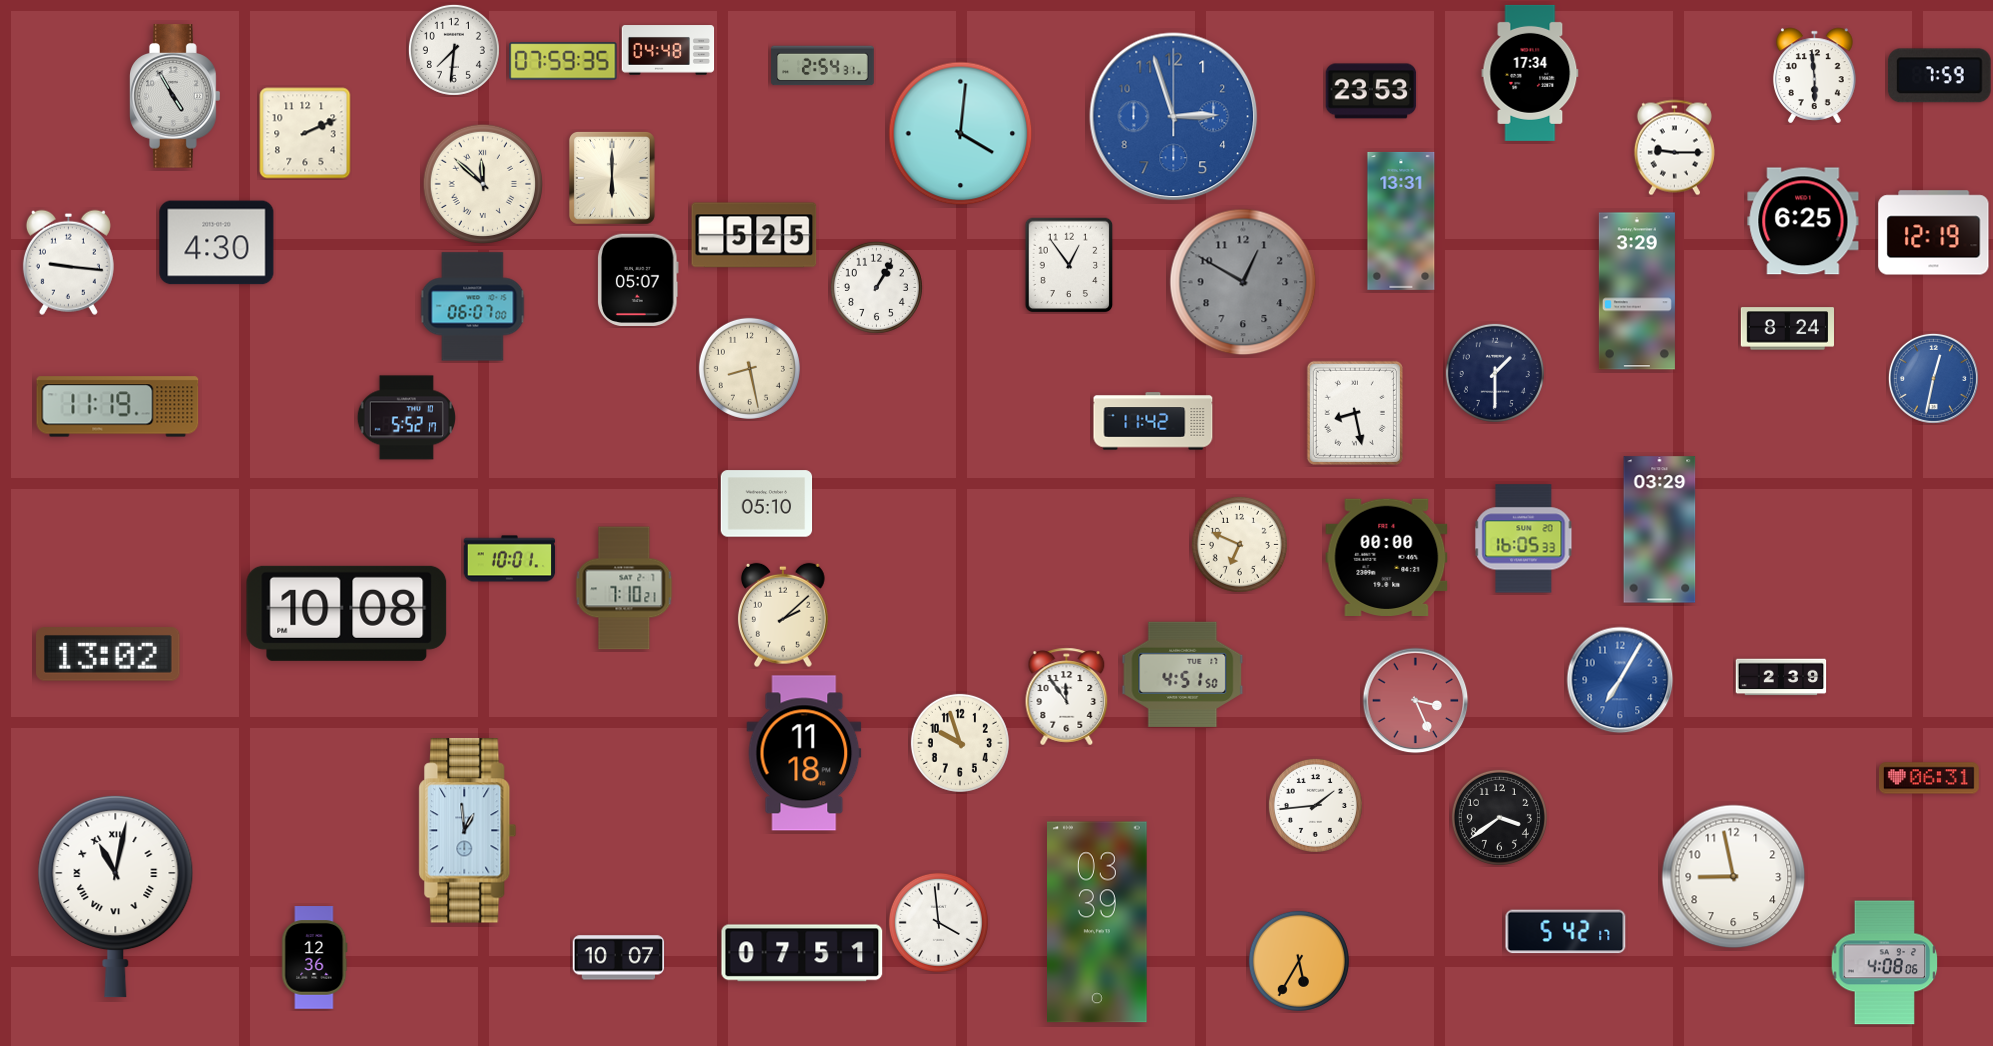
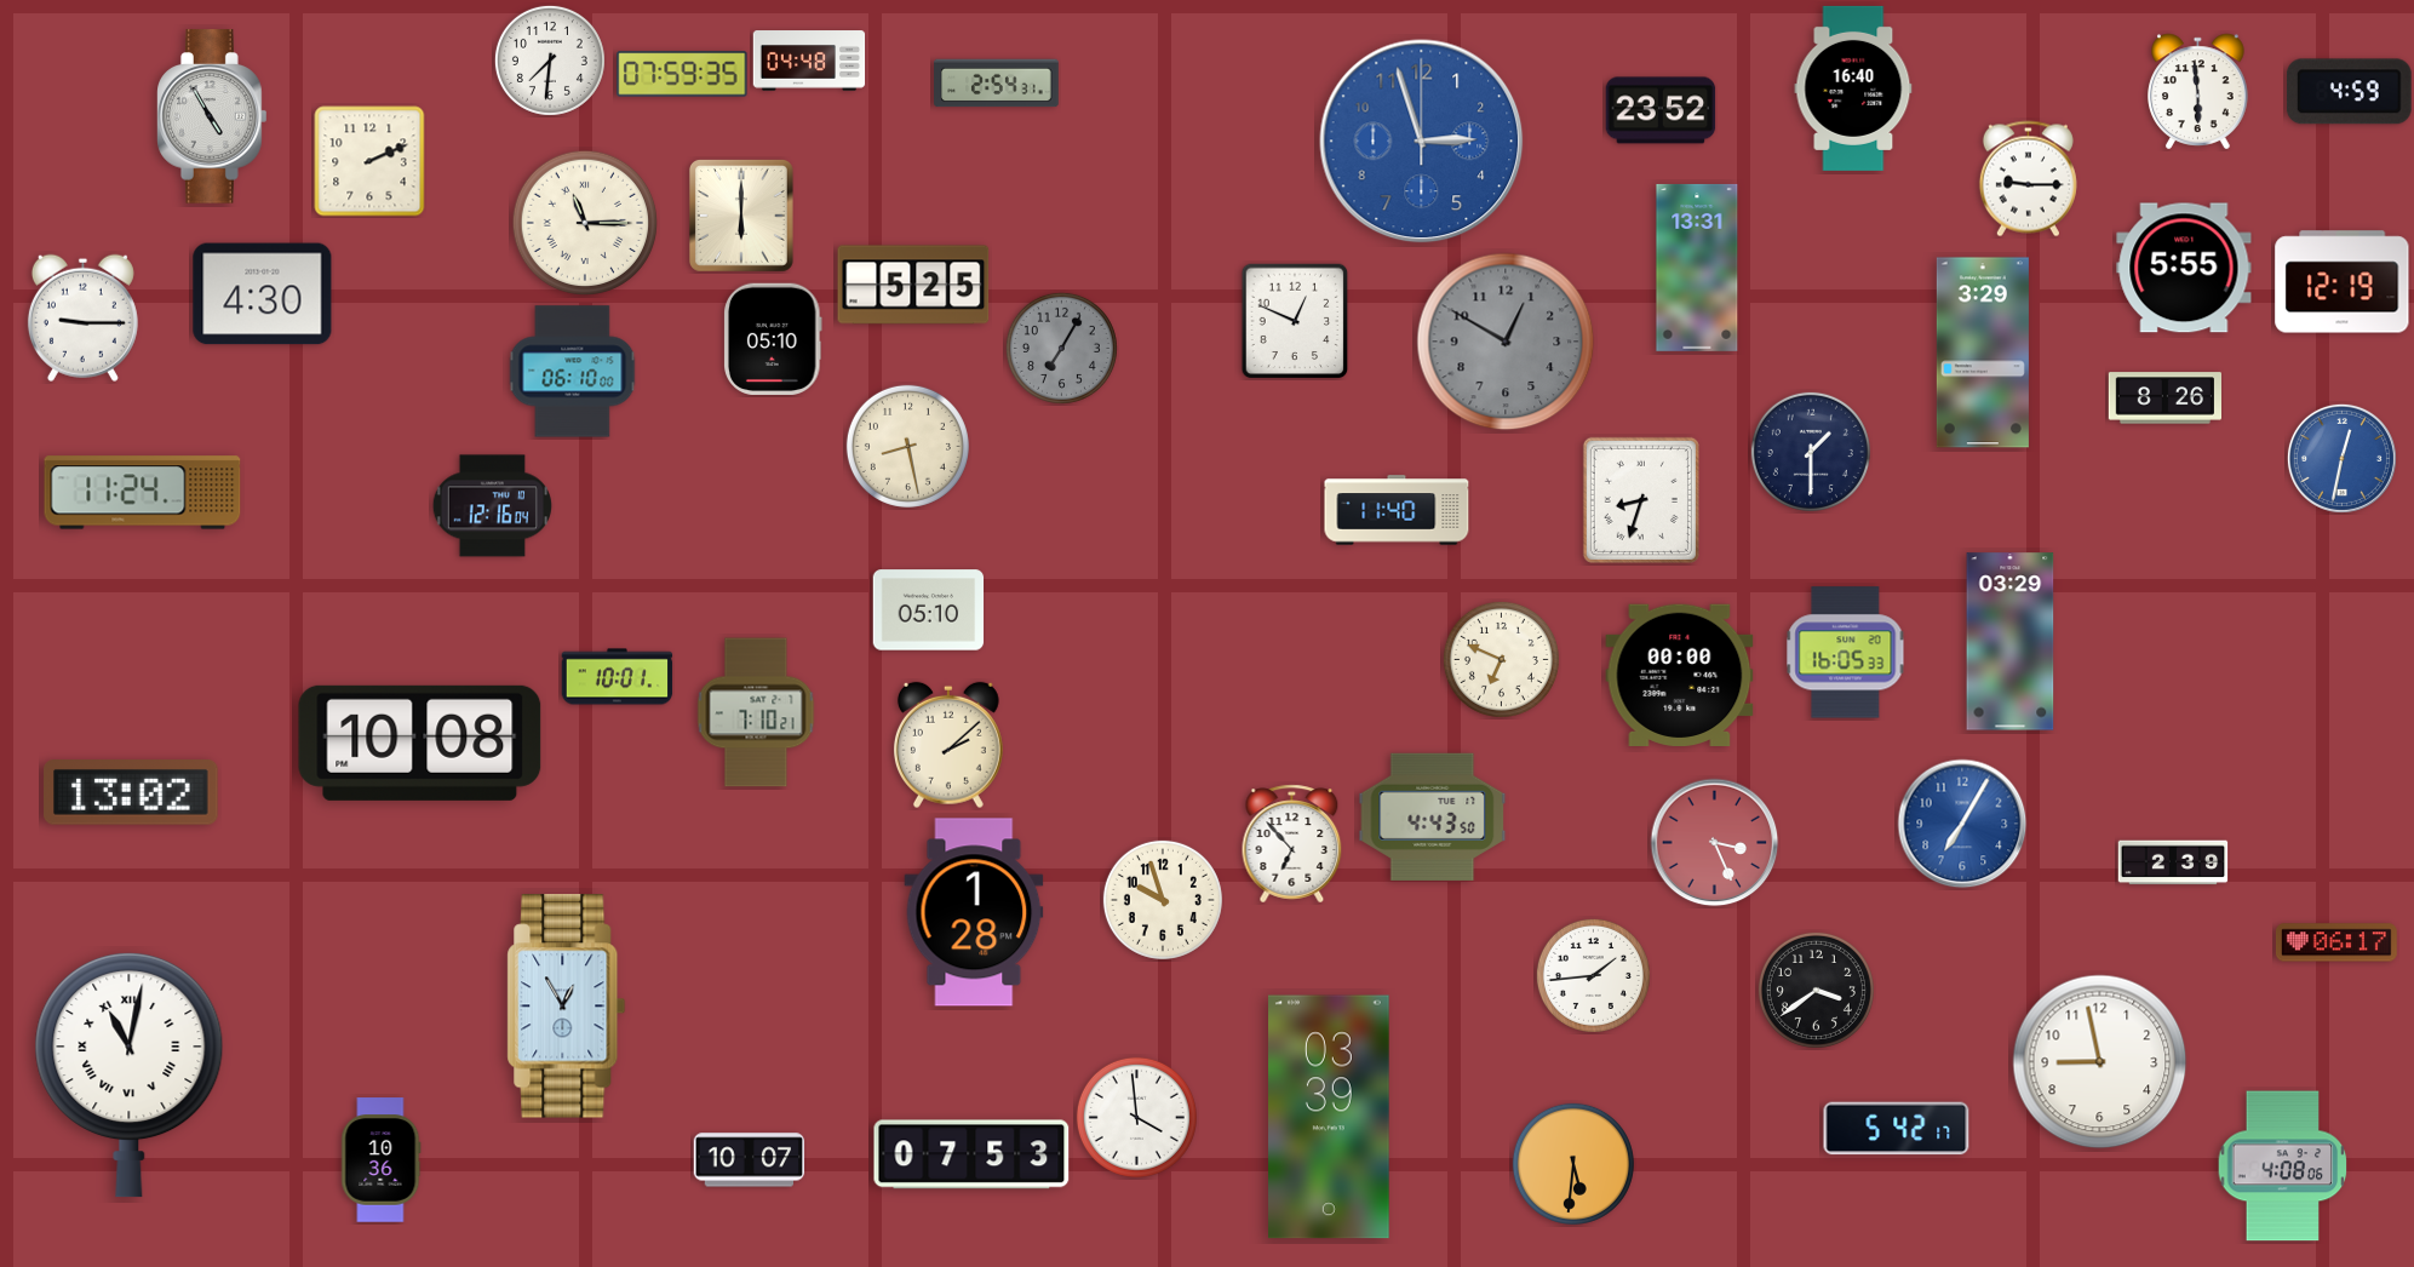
clock at (823, 66) position: (823, 66) -> (997, 84)
clock at (1530, 73): 17:34 -> 16:40
clock at (1939, 76): 7:59 -> 4:59
clock at (1371, 91): 23:53 -> 23:52
clock at (961, 134): 4:01 -> none
clock at (482, 183): 11:52 -> 11:15
clock at (1803, 221): 6:25 -> 5:55
clock at (68, 262): 9:16 -> 9:15
clock at (1069, 265): 12:54 -> 12:49
clock at (639, 279): 05:07 -> 05:10
clock at (876, 287): 1:05 -> 7:05
clock at (876, 287) dial: white -> grey
clock at (473, 307): 06:07 -> 06:10
clock at (1787, 329): 8:24 -> 8:26
clock at (118, 407): 11:19 -> 11:24
clock at (1355, 413): 8:28 -> 8:33
clock at (406, 418): 5:52 -> 12:16
clock at (1153, 421): 11:42 -> 11:40
clock at (1183, 674): 4:51 -> 4:43
clock at (1781, 677) position: (1781, 677) -> (2173, 862)
clock at (1067, 697): 11:54 -> 6:53
clock at (1416, 701) position: (1416, 701) -> (1715, 843)
clock at (804, 753): 11:18 -> 1:28
clock at (1929, 778): 06:31 -> 06:17
clock at (468, 831): 12:59 -> 12:55
clock at (116, 896) position: (116, 896) -> (130, 1074)
clock at (802, 953): 07:51 -> 07:53
clock at (315, 958): 12:36 -> 10:36
clock at (1299, 961): 5:35 -> 5:31
